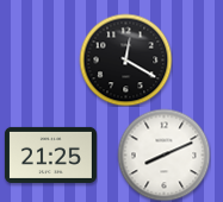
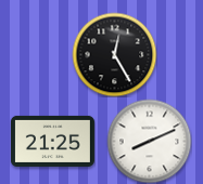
clock at (125, 59): 12:20 -> 12:25
clock at (50, 154) position: (50, 154) -> (52, 141)
